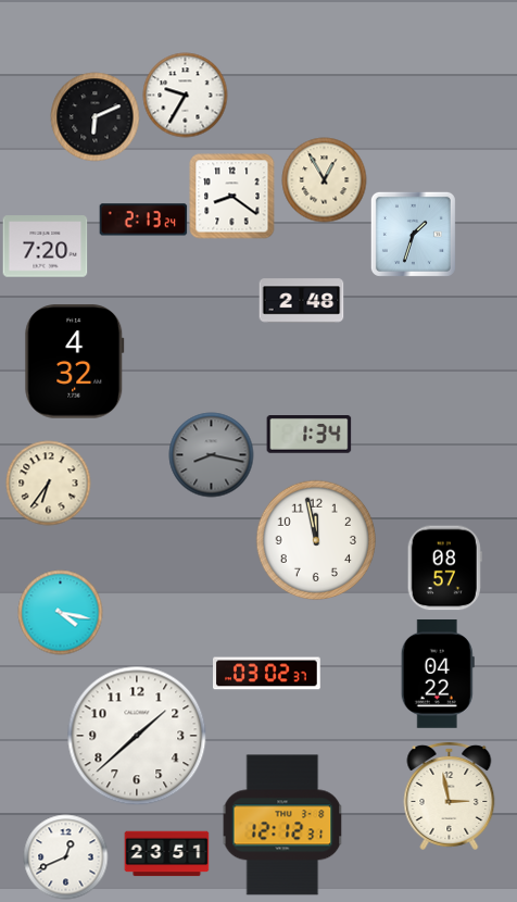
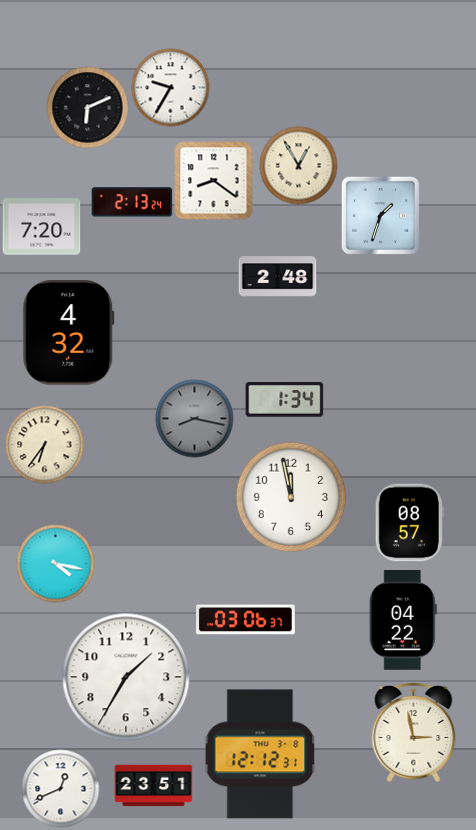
clock at (267, 674): 03:02 -> 03:06
clock at (137, 736): 1:38 -> 1:35
clock at (282, 825) position: (282, 825) -> (260, 754)
